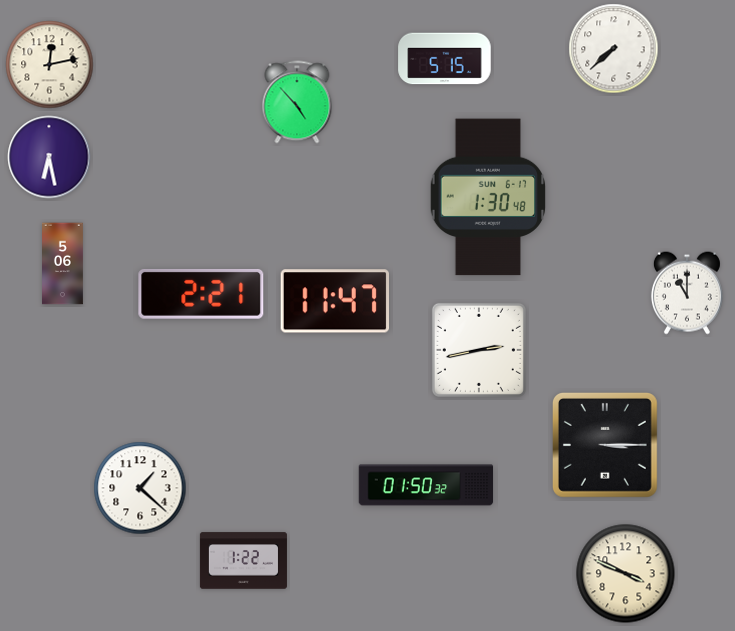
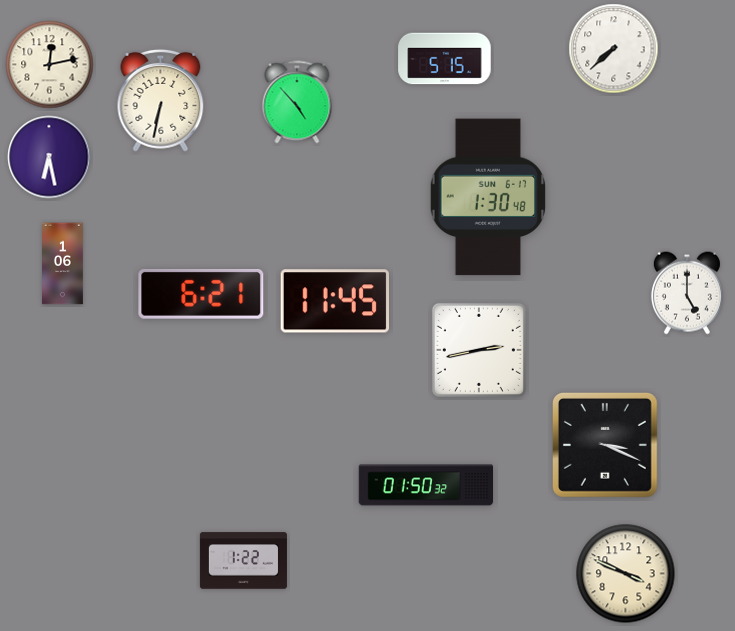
clock at (161, 100): none -> 6:32
clock at (63, 264): 5:06 -> 1:06
clock at (687, 293): 11:00 -> 5:00
clock at (201, 294): 2:21 -> 6:21
clock at (334, 301): 11:47 -> 11:45
clock at (605, 445): 3:15 -> 3:19
clock at (140, 488): 1:22 -> none
